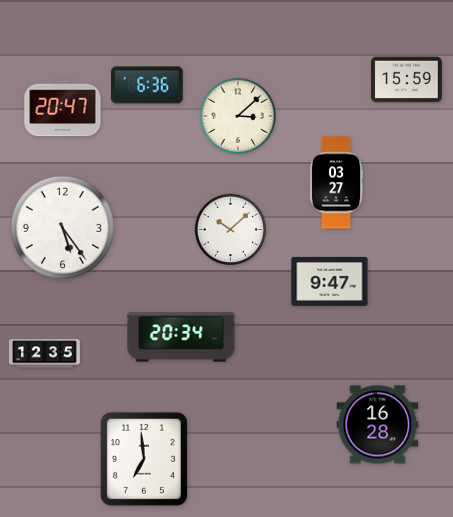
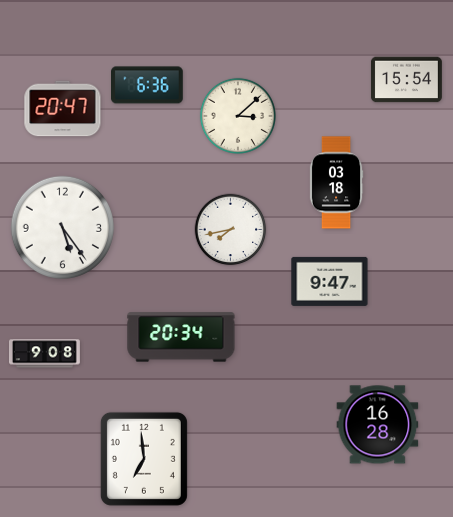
clock at (406, 80): 15:59 -> 15:54
clock at (336, 183): 03:27 -> 03:18
clock at (231, 230): 10:08 -> 7:43
clock at (45, 354): 12:35 -> 9:08
